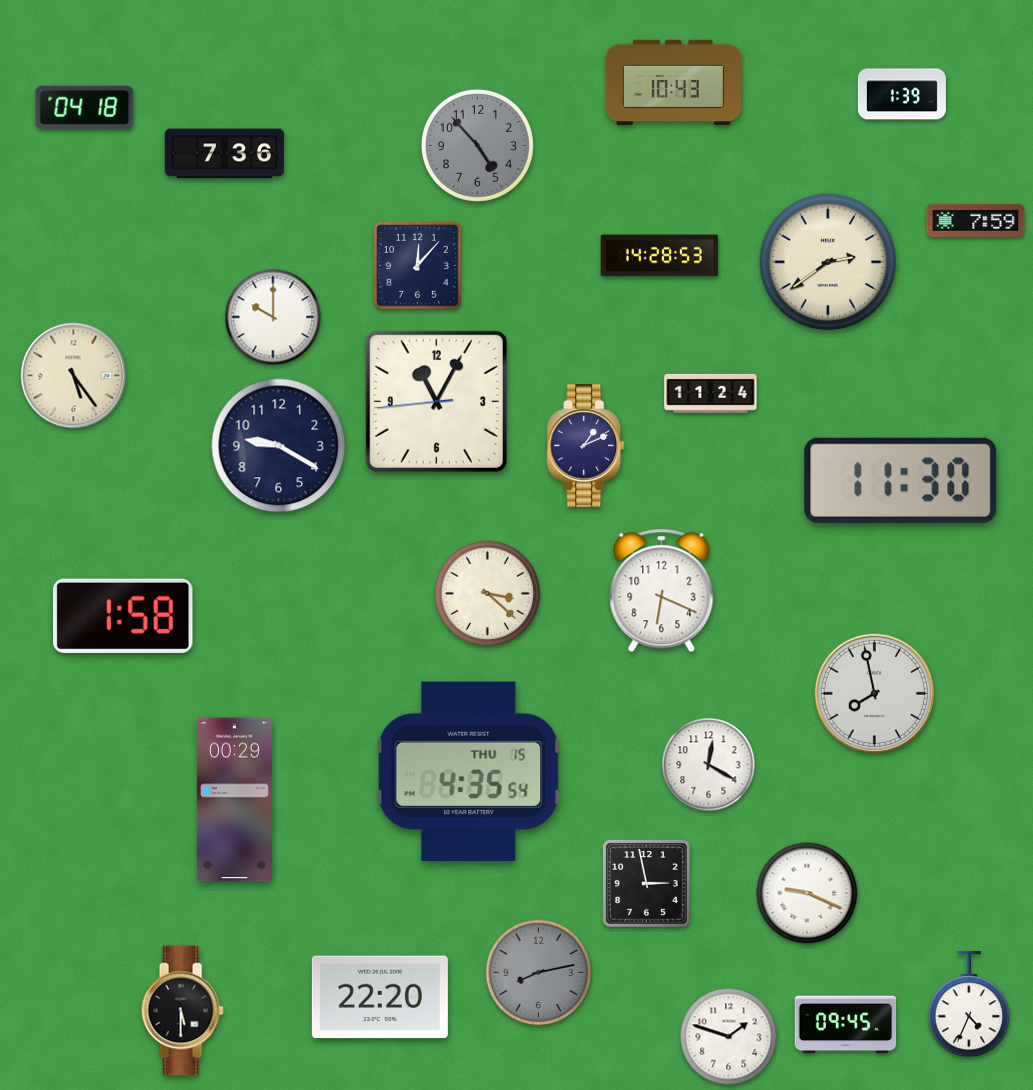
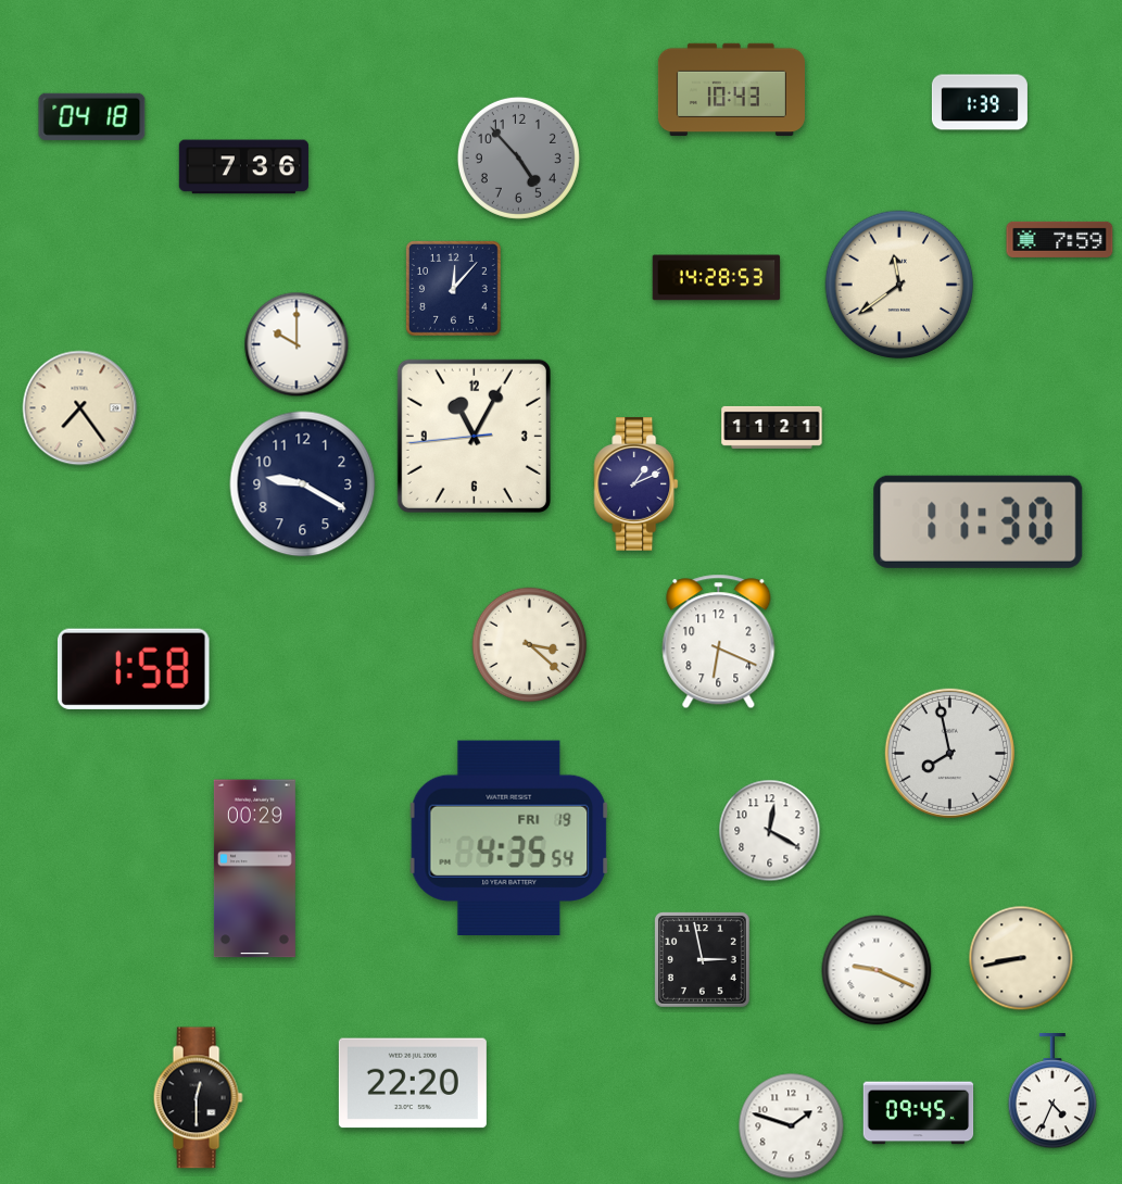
clock at (828, 262): 2:39 -> 11:39
clock at (74, 376): 5:24 -> 7:24
clock at (711, 393): 11:24 -> 11:21
clock at (469, 771) date: THU 15 -> FRI 19
clock at (1021, 958): none -> 8:43
clock at (539, 973): 8:13 -> none
clock at (182, 1011): 5:30 -> 12:30
